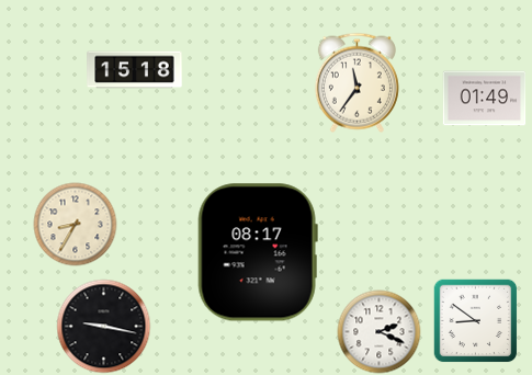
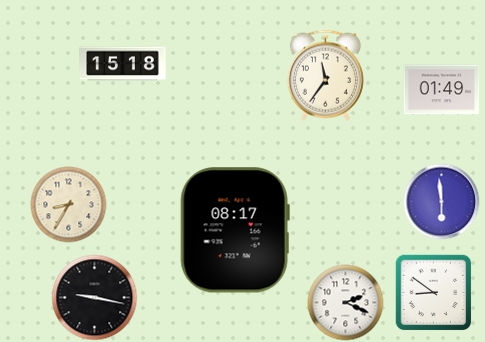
clock at (442, 202): none -> 5:59
